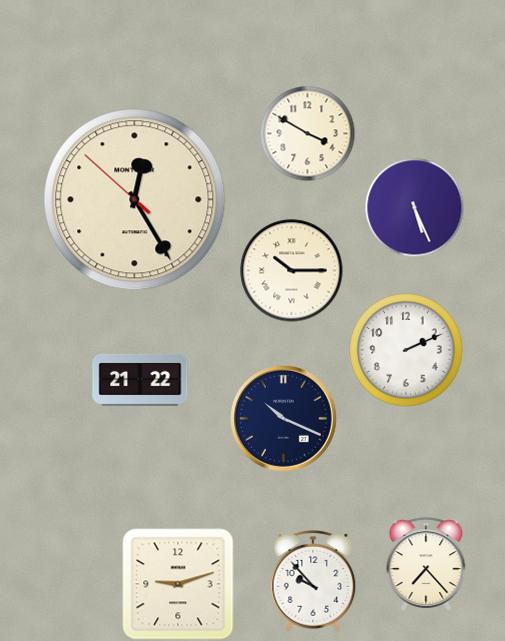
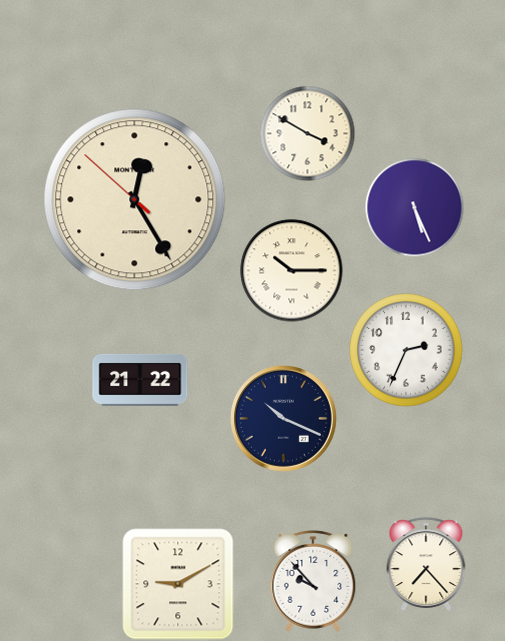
clock at (406, 350): 2:11 -> 2:34
clock at (178, 584): 9:12 -> 9:10
